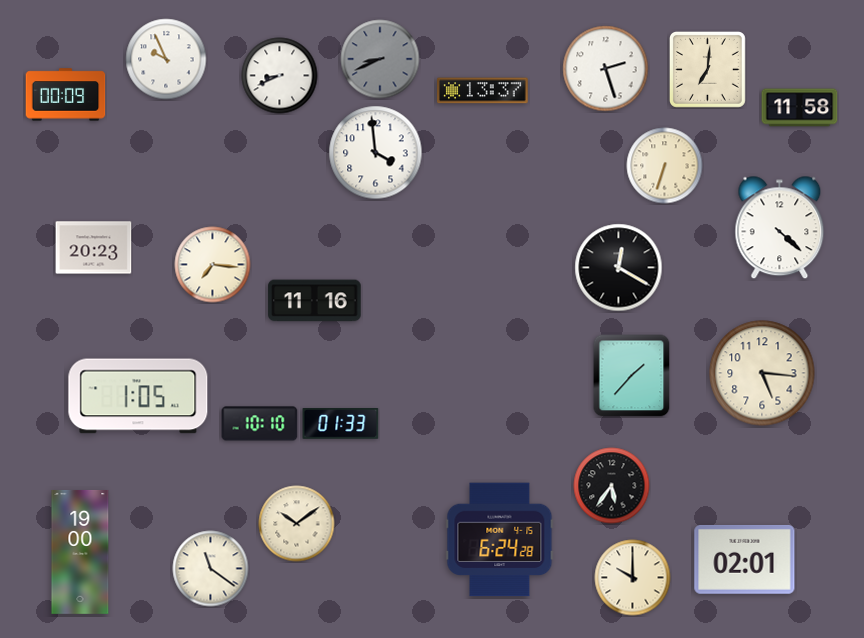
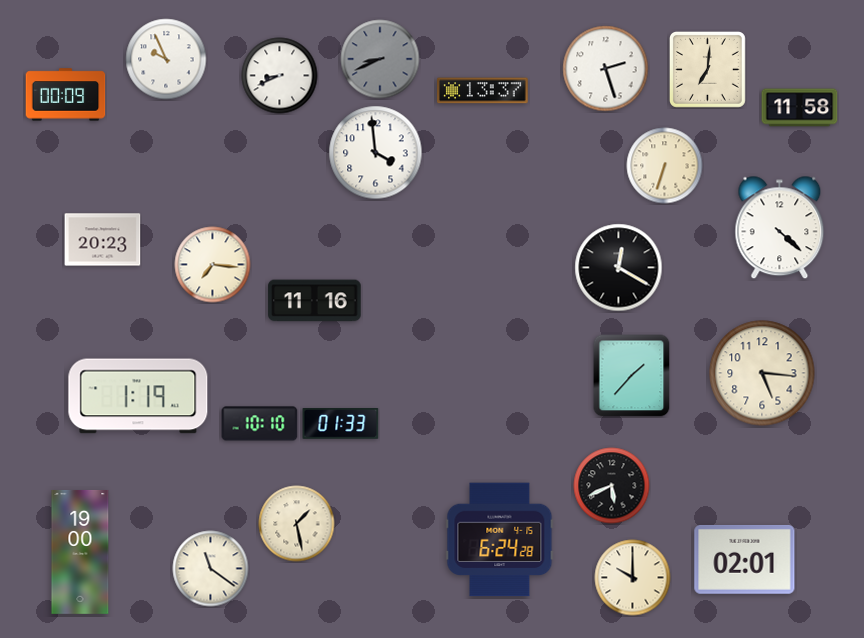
clock at (94, 248) position: (94, 248) -> (103, 240)
clock at (138, 396): 1:05 -> 1:19
clock at (612, 486): 5:36 -> 5:41
clock at (297, 524): 10:09 -> 1:28
